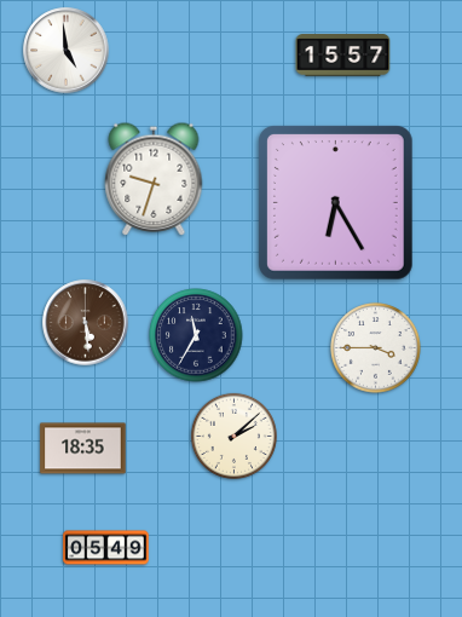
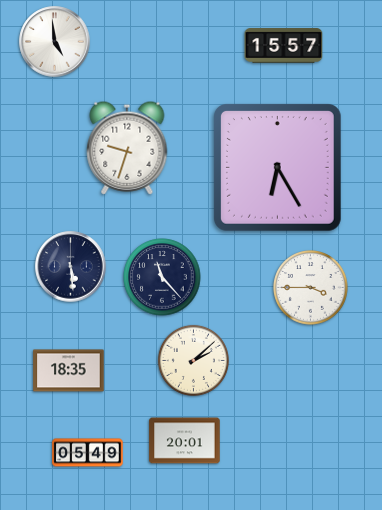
clock at (86, 323) dial: brown -> navy
clock at (196, 335): 11:35 -> 11:23
clock at (185, 441): none -> 20:01
